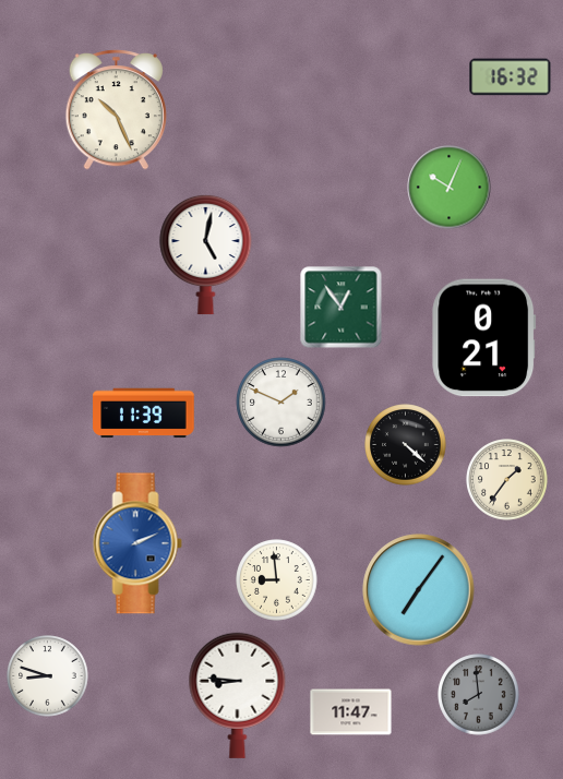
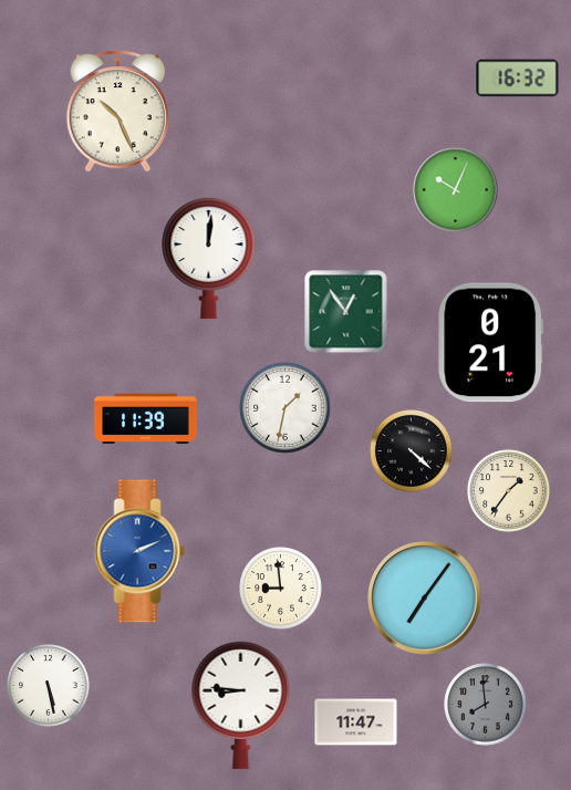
clock at (206, 254): 5:02 -> 12:01
clock at (281, 403): 1:49 -> 1:32
clock at (507, 480) position: (507, 480) -> (509, 491)
clock at (48, 676): 8:48 -> 5:28
